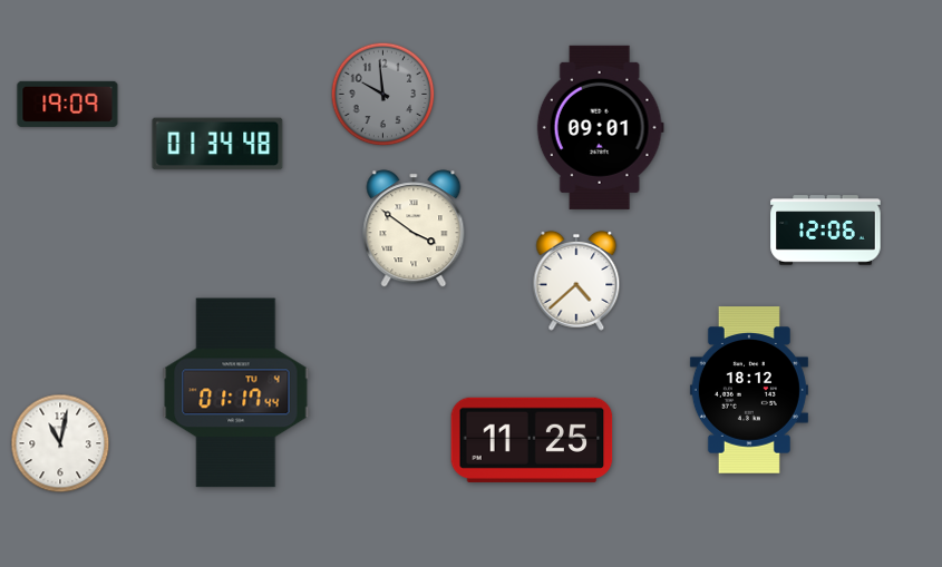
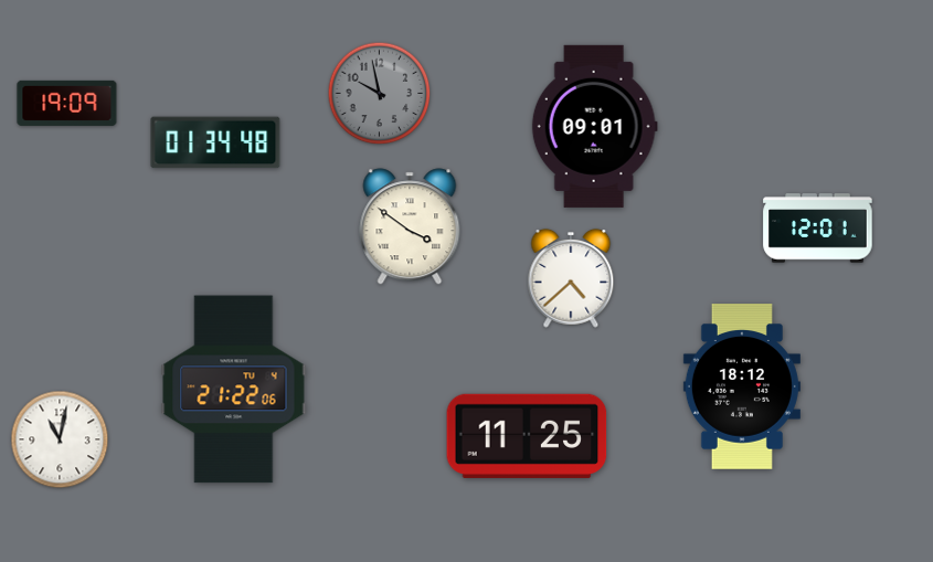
clock at (383, 95): 9:59 -> 9:58
clock at (826, 231): 12:06 -> 12:01
clock at (236, 393): 01:17 -> 21:22
